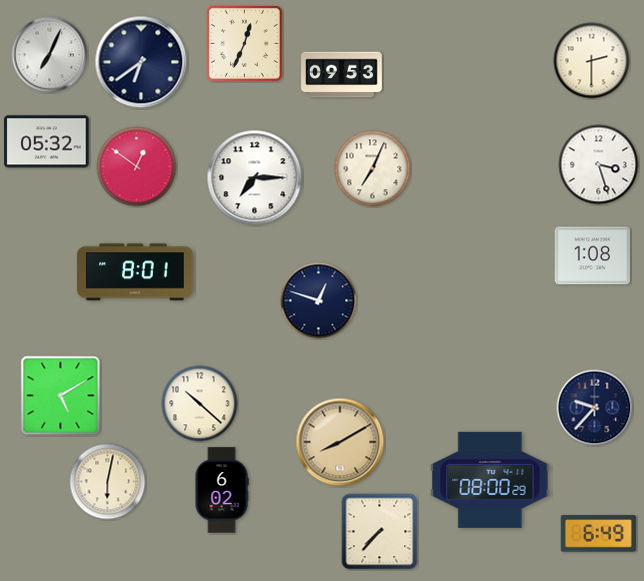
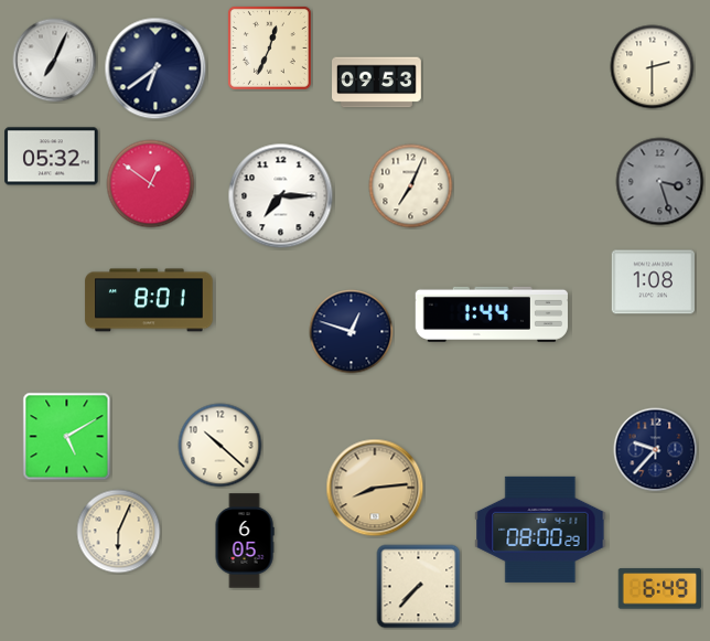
clock at (599, 165) dial: white -> grey
clock at (492, 314): none -> 1:44
clock at (340, 442): 8:10 -> 8:14
clock at (108, 482): 6:02 -> 6:04
clock at (222, 490): 6:02 -> 6:05
